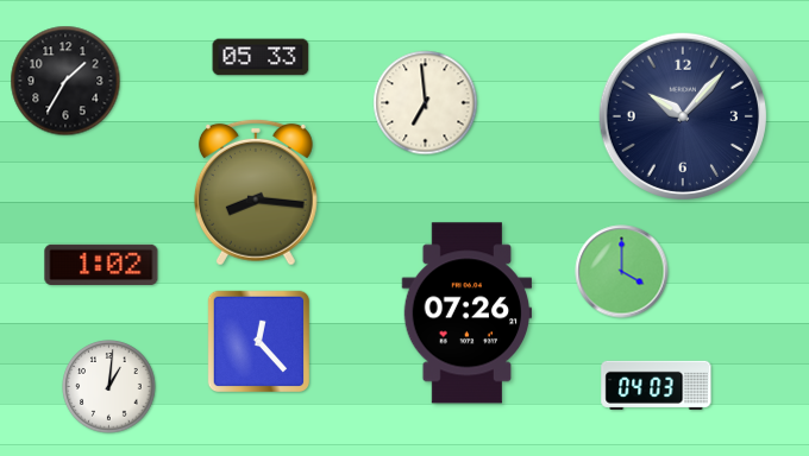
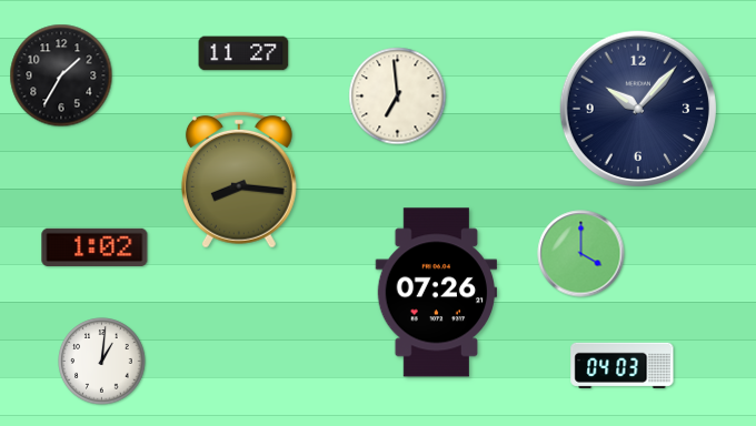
clock at (261, 57): 05:33 -> 11:27
clock at (258, 341): 12:23 -> none
clock at (657, 385) position: (657, 385) -> (623, 365)
